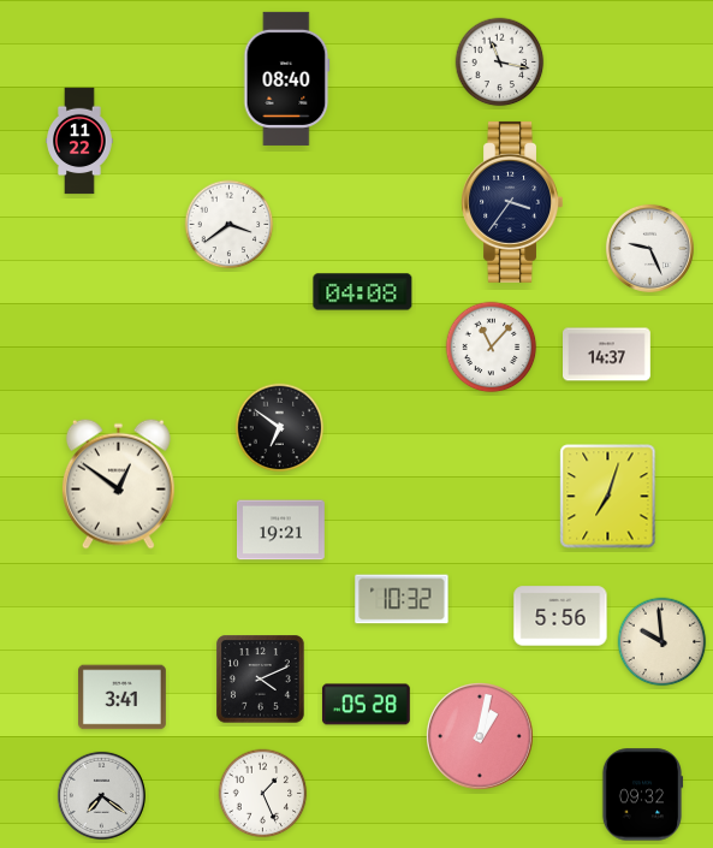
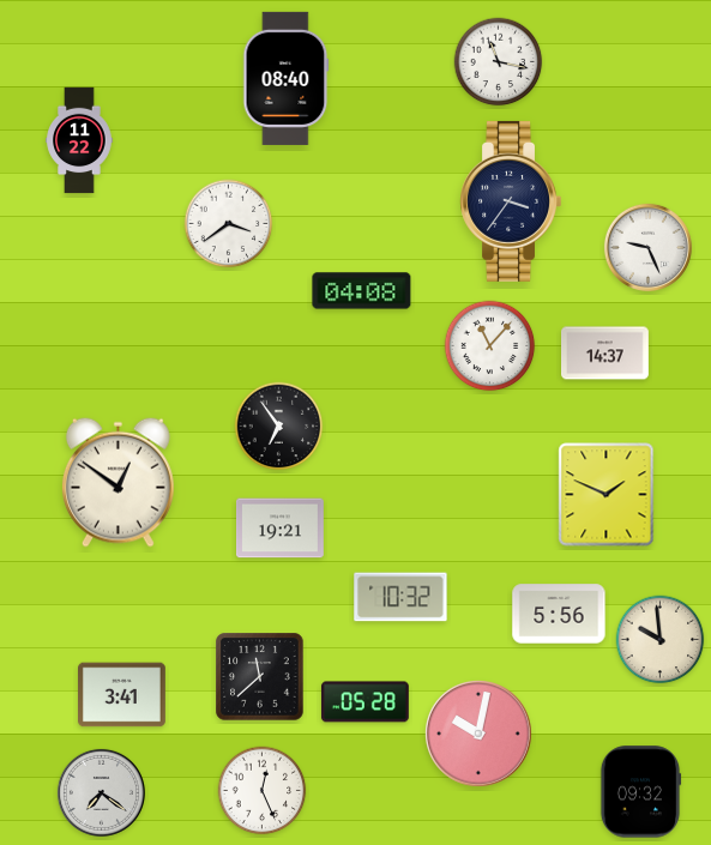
clock at (280, 428): 6:51 -> 6:54
clock at (608, 497): 7:03 -> 1:49
clock at (261, 680): 4:11 -> 11:38
clock at (481, 737): 1:02 -> 10:02
clock at (263, 794): 1:26 -> 12:26
